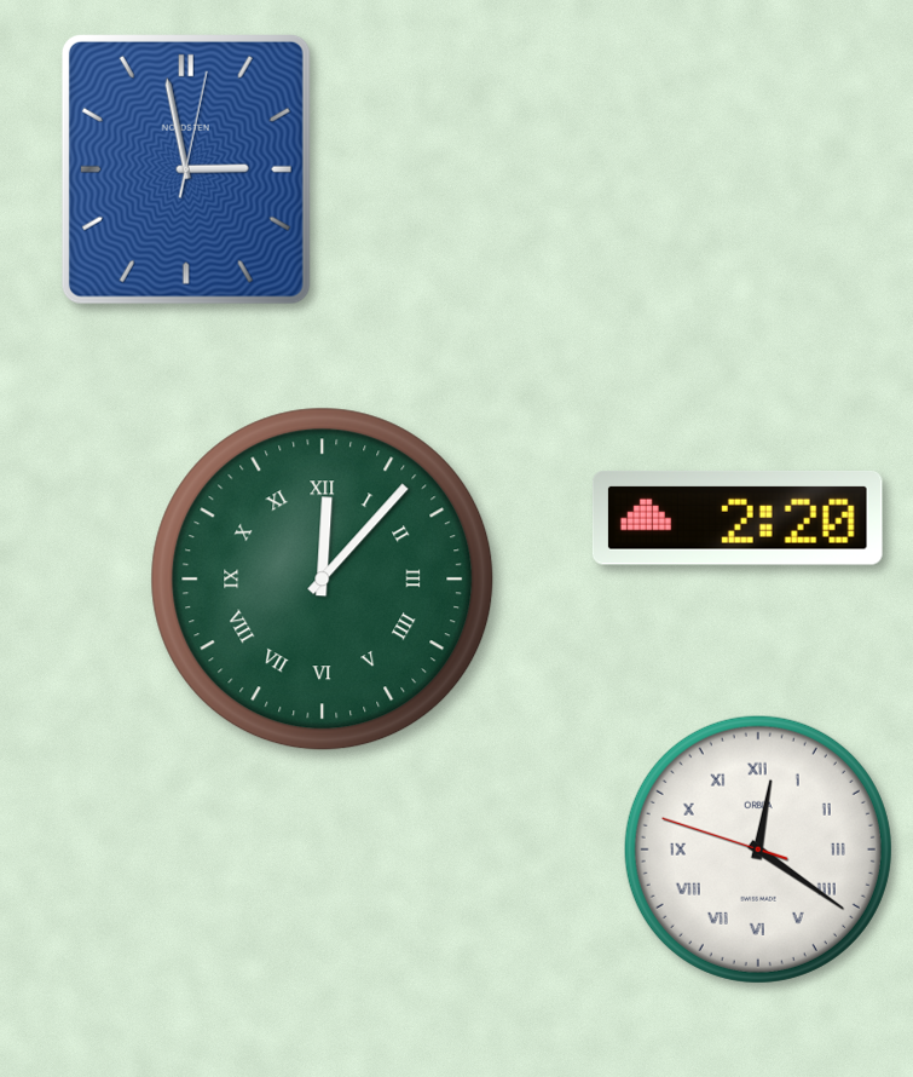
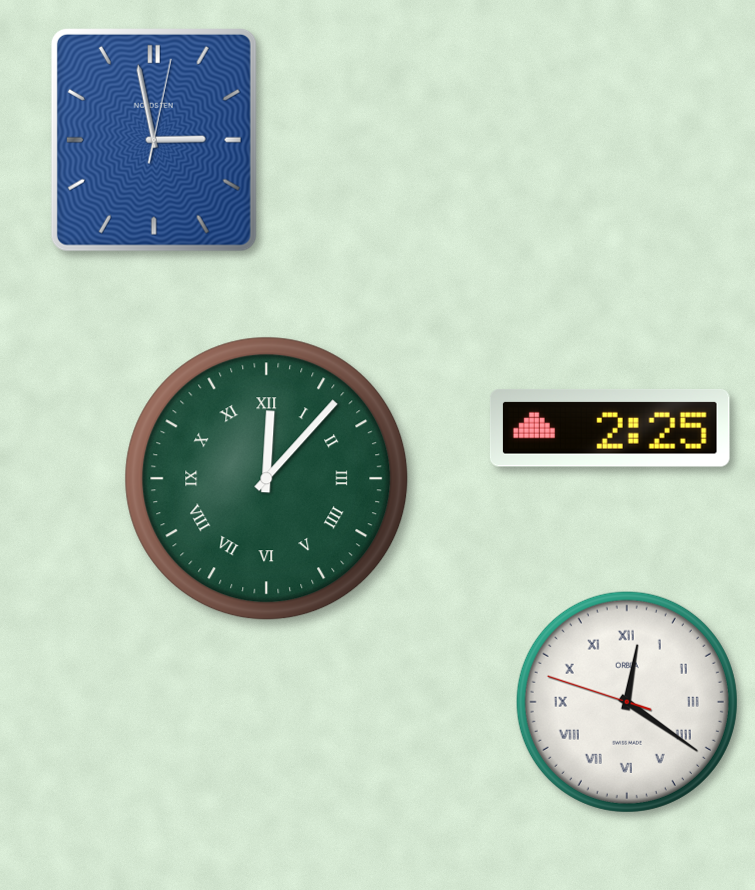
clock at (738, 518): 2:20 -> 2:25
